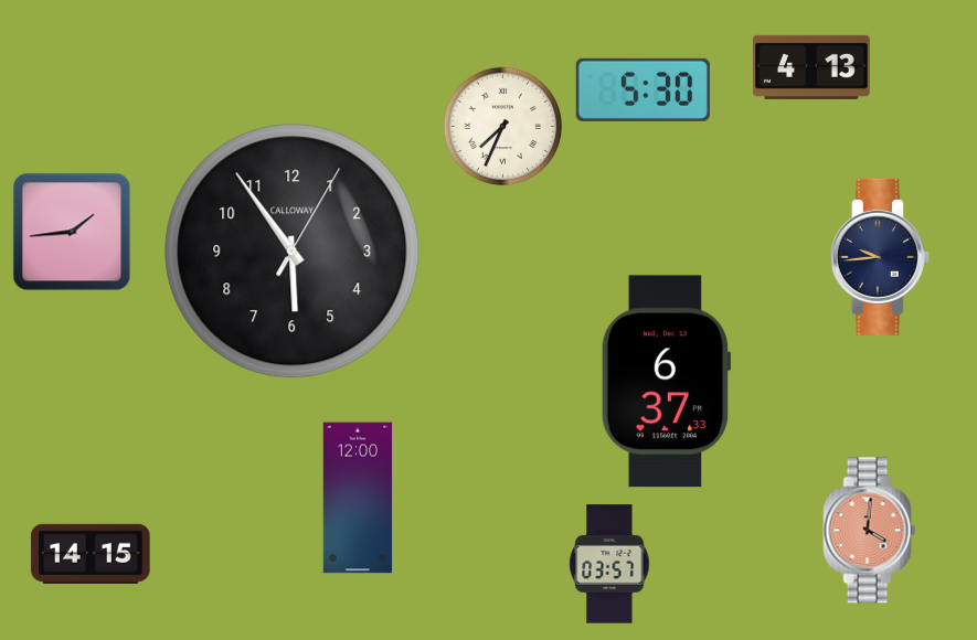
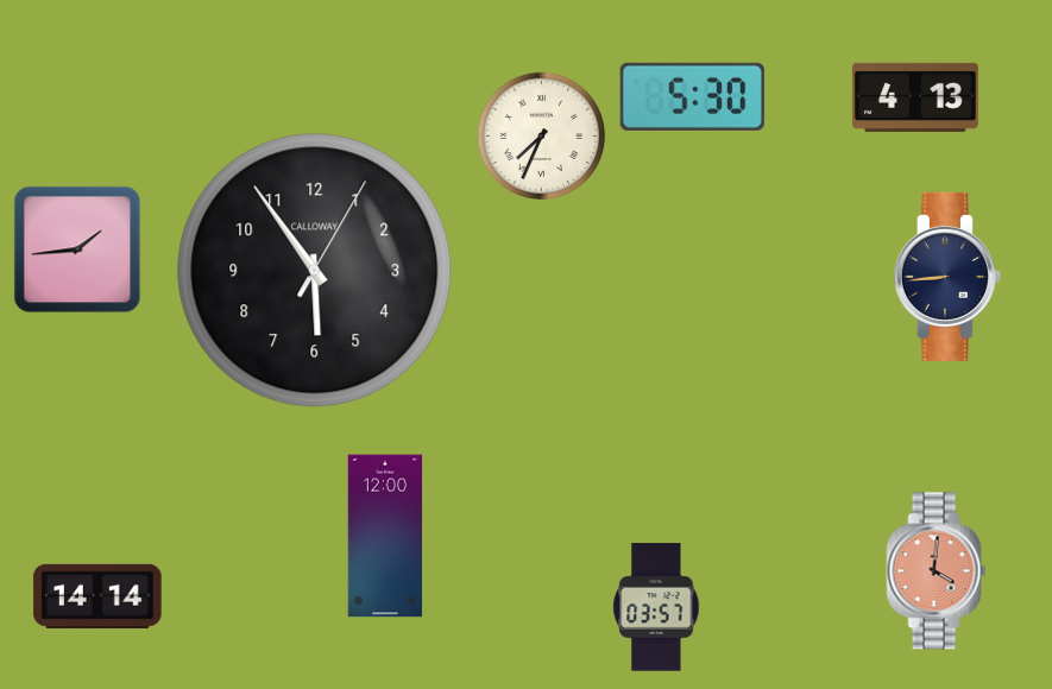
clock at (811, 67) position: (811, 67) -> (915, 97)
clock at (880, 257): 9:44 -> 8:44
clock at (666, 382): 6:37 -> none
clock at (91, 554): 14:15 -> 14:14
